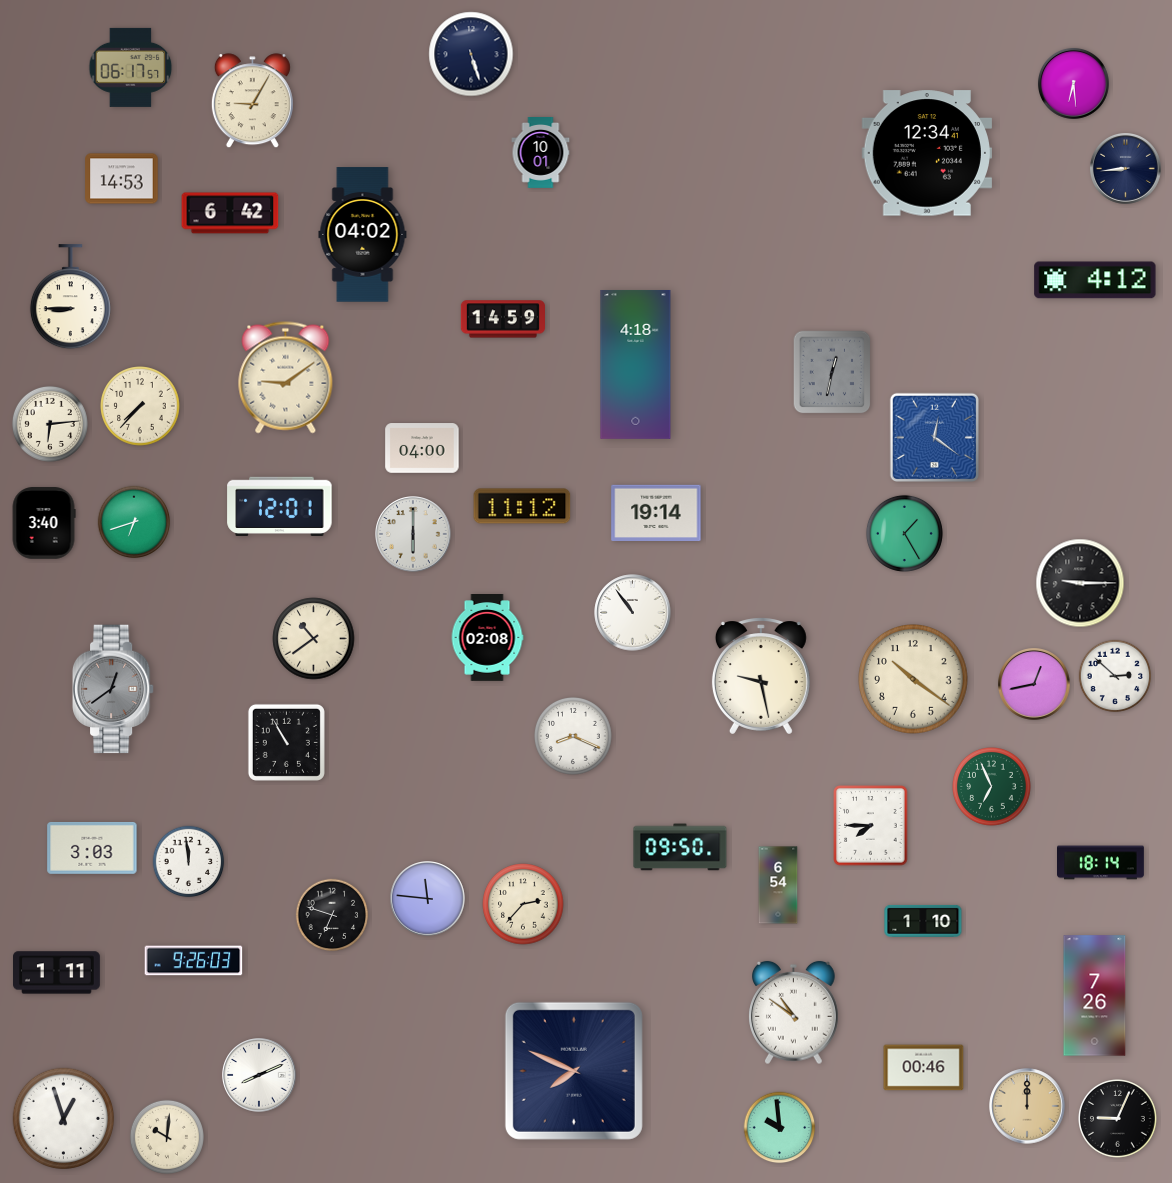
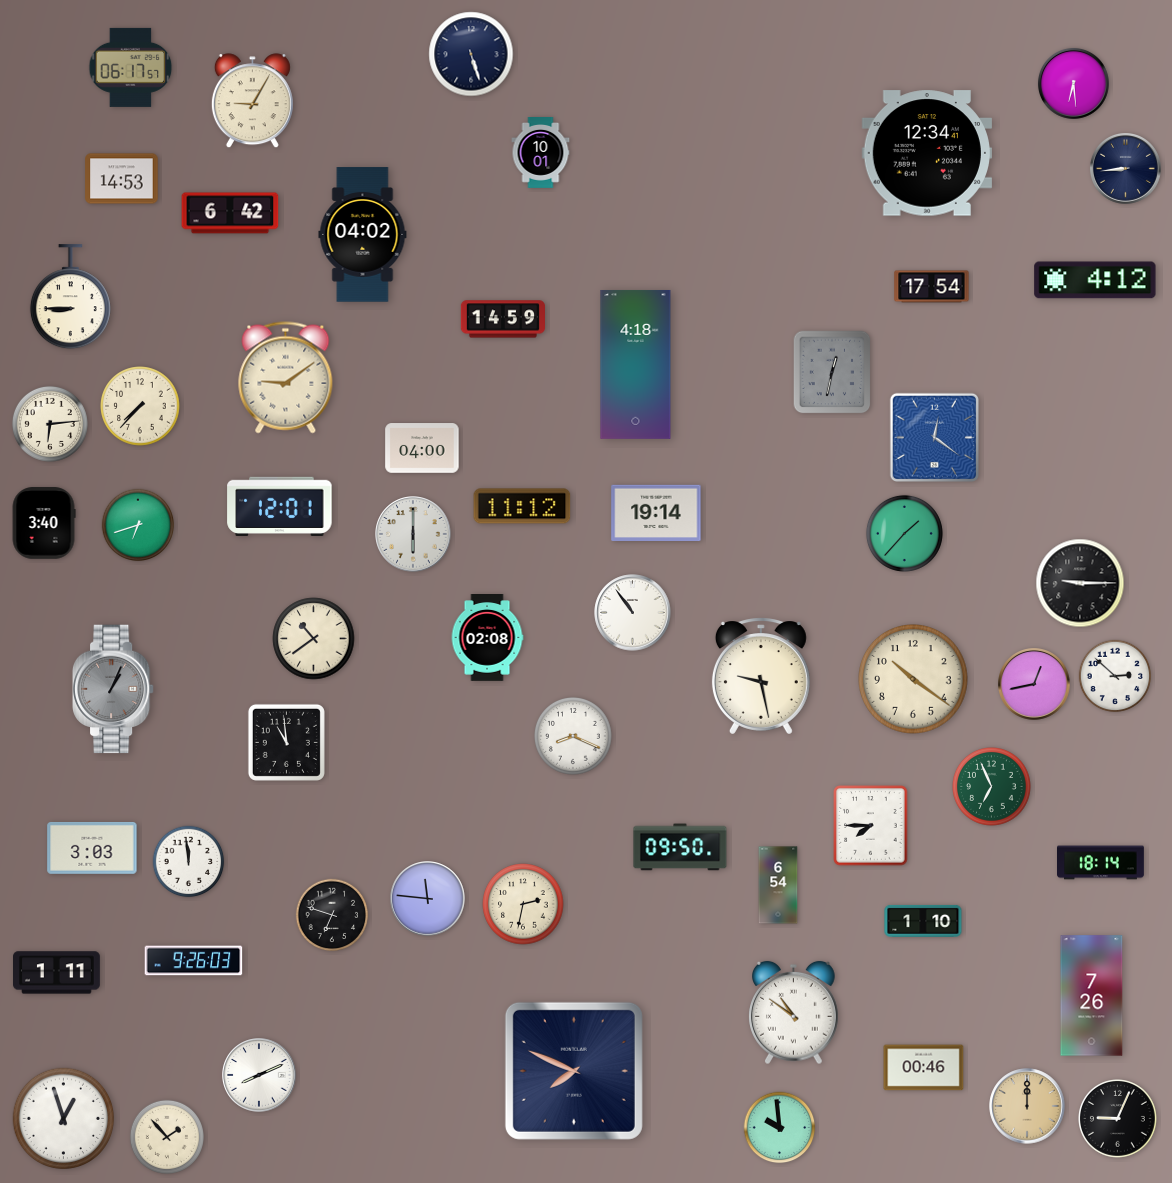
clock at (932, 287): none -> 17:54
clock at (134, 522) position: (134, 522) -> (138, 525)
clock at (904, 533): 1:25 -> 1:37
clock at (113, 689): 12:39 -> 1:04
clock at (286, 742): 10:55 -> 10:59
clock at (523, 904): 2:37 -> 2:32
clock at (1095, 996) position: (1095, 996) -> (1092, 996)
clock at (167, 1137): 10:01 -> 1:53
